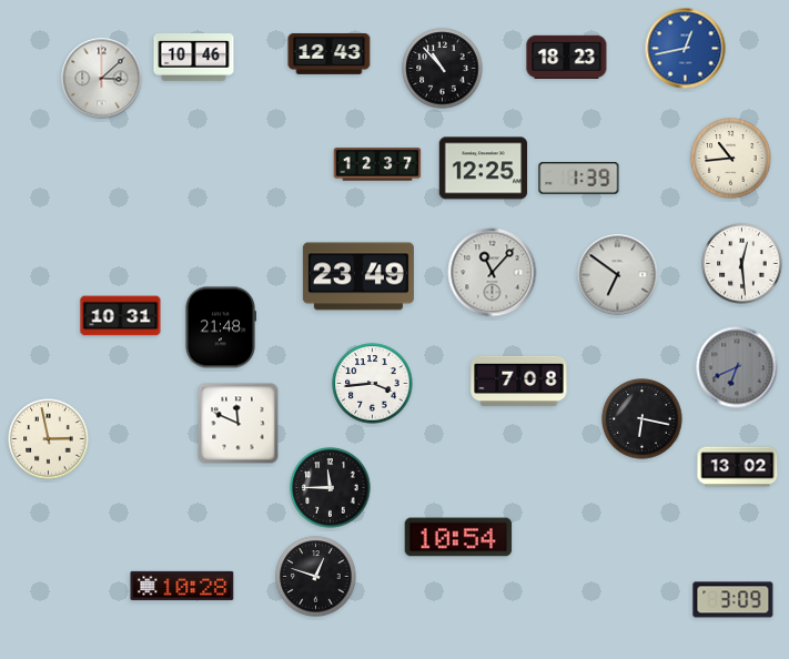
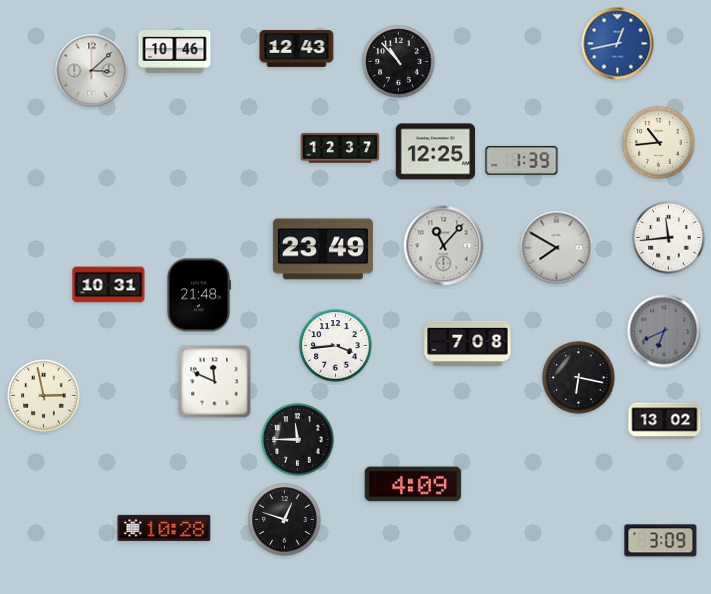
clock at (567, 57): 18:23 -> none
clock at (742, 264): 12:29 -> 11:44
clock at (618, 275): 6:51 -> 7:50
clock at (458, 537): 10:54 -> 4:09
